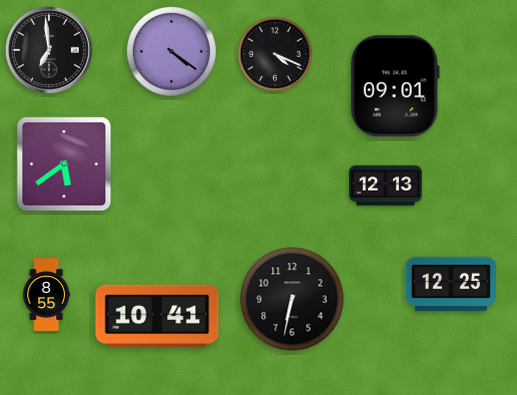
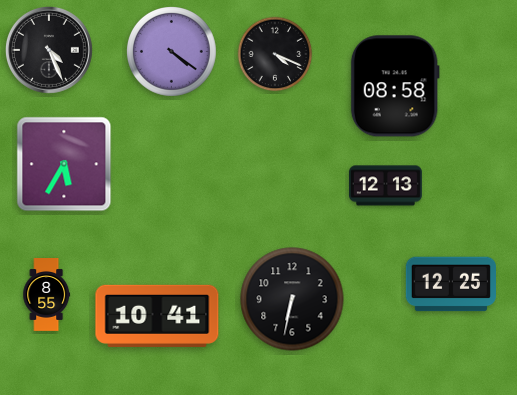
clock at (49, 50): 6:59 -> 4:26
clock at (395, 86): 09:01 -> 08:58
clock at (64, 164): 5:39 -> 5:35
